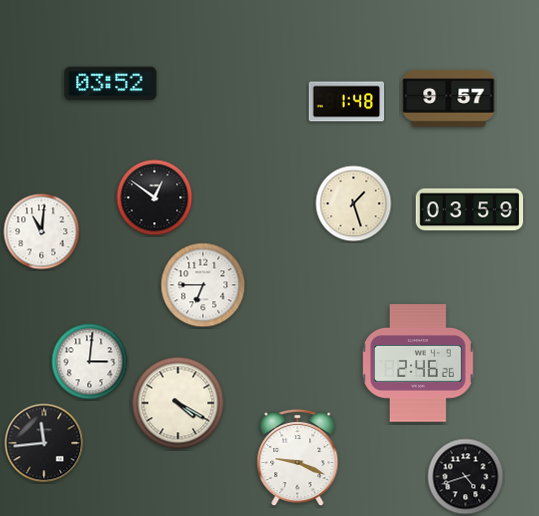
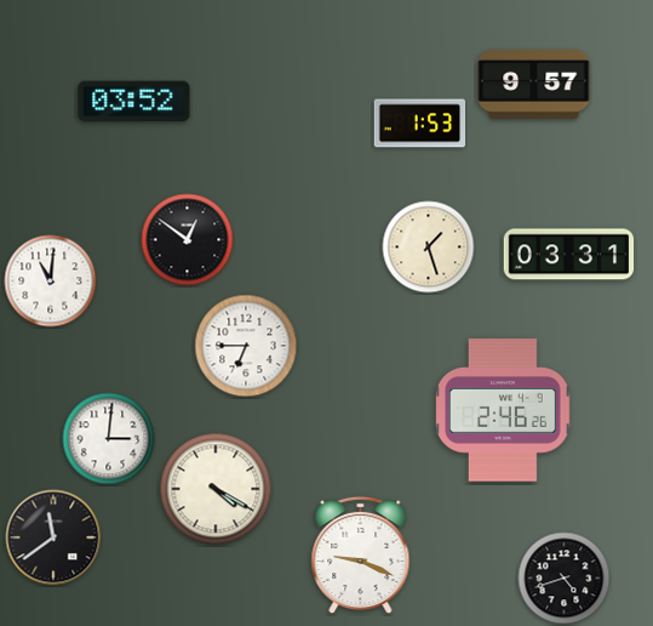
clock at (449, 99) position: (449, 99) -> (534, 85)
clock at (347, 102): 1:48 -> 1:53
clock at (470, 210): 03:59 -> 03:31
clock at (418, 363) position: (418, 363) -> (503, 410)
clock at (44, 443): 11:44 -> 11:39
